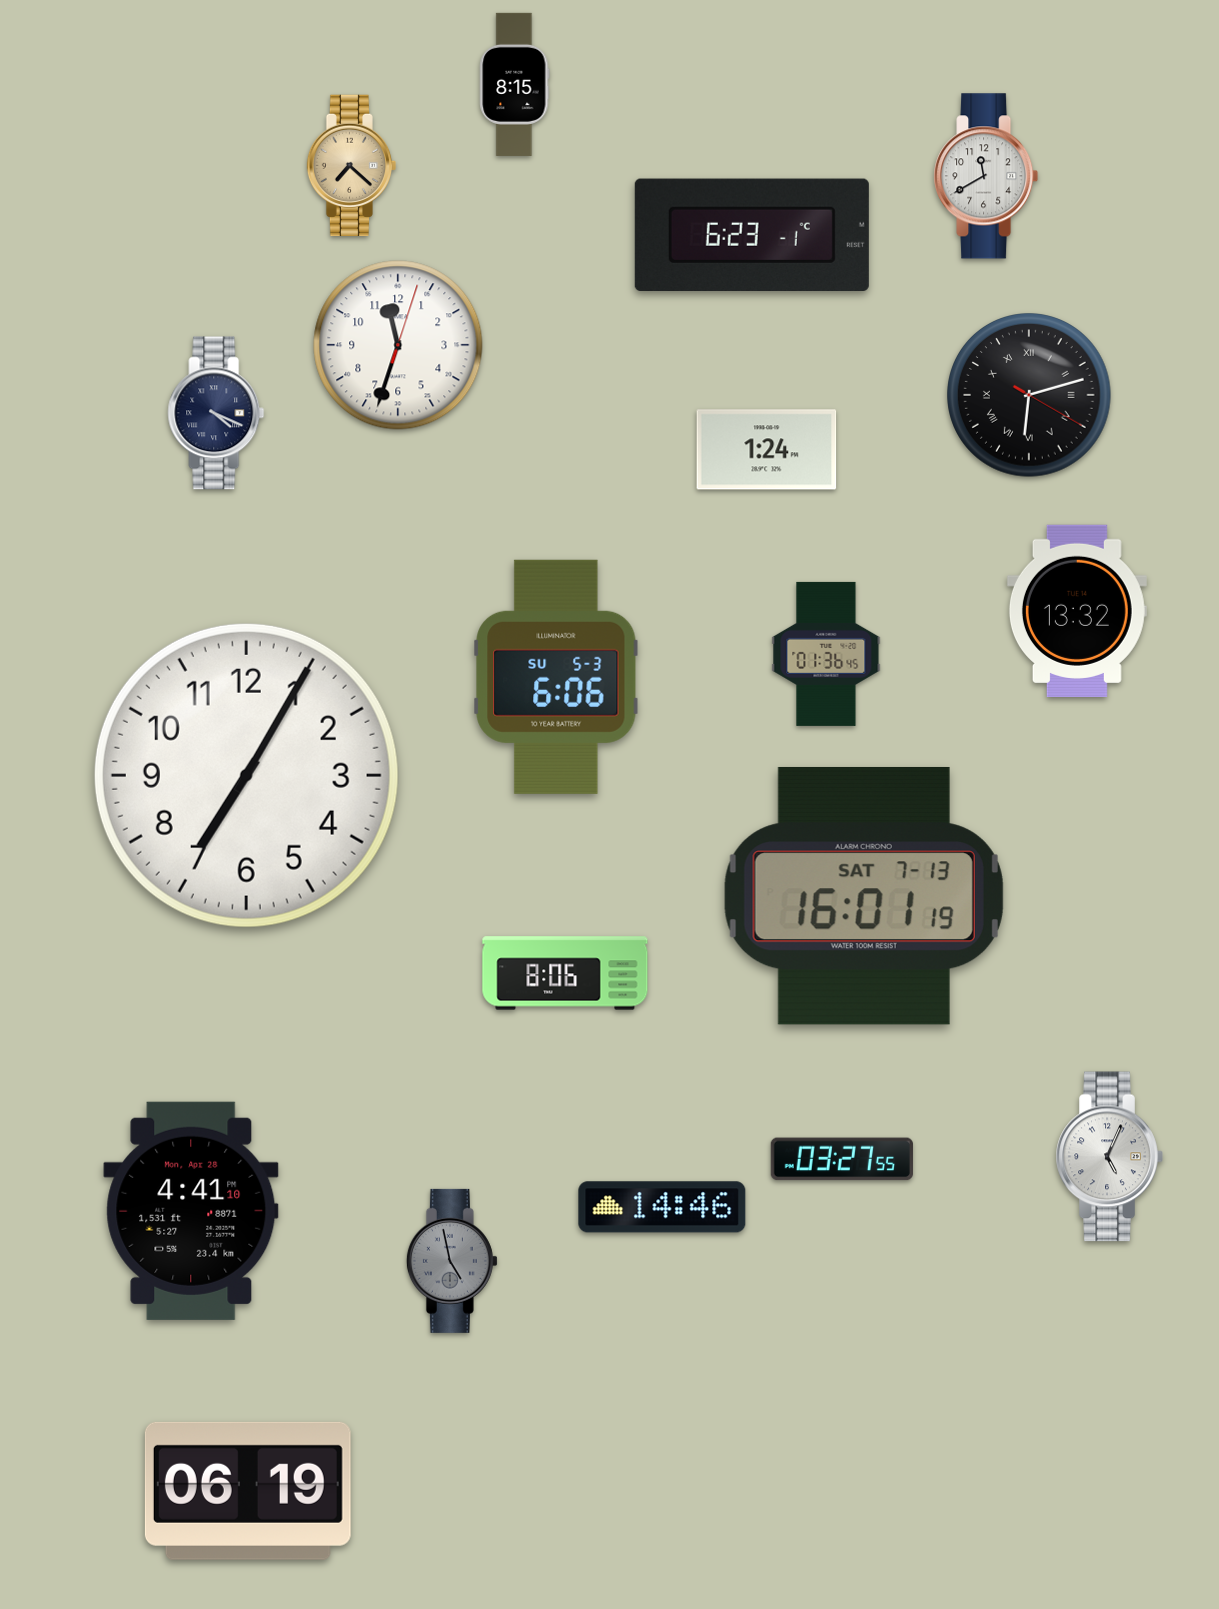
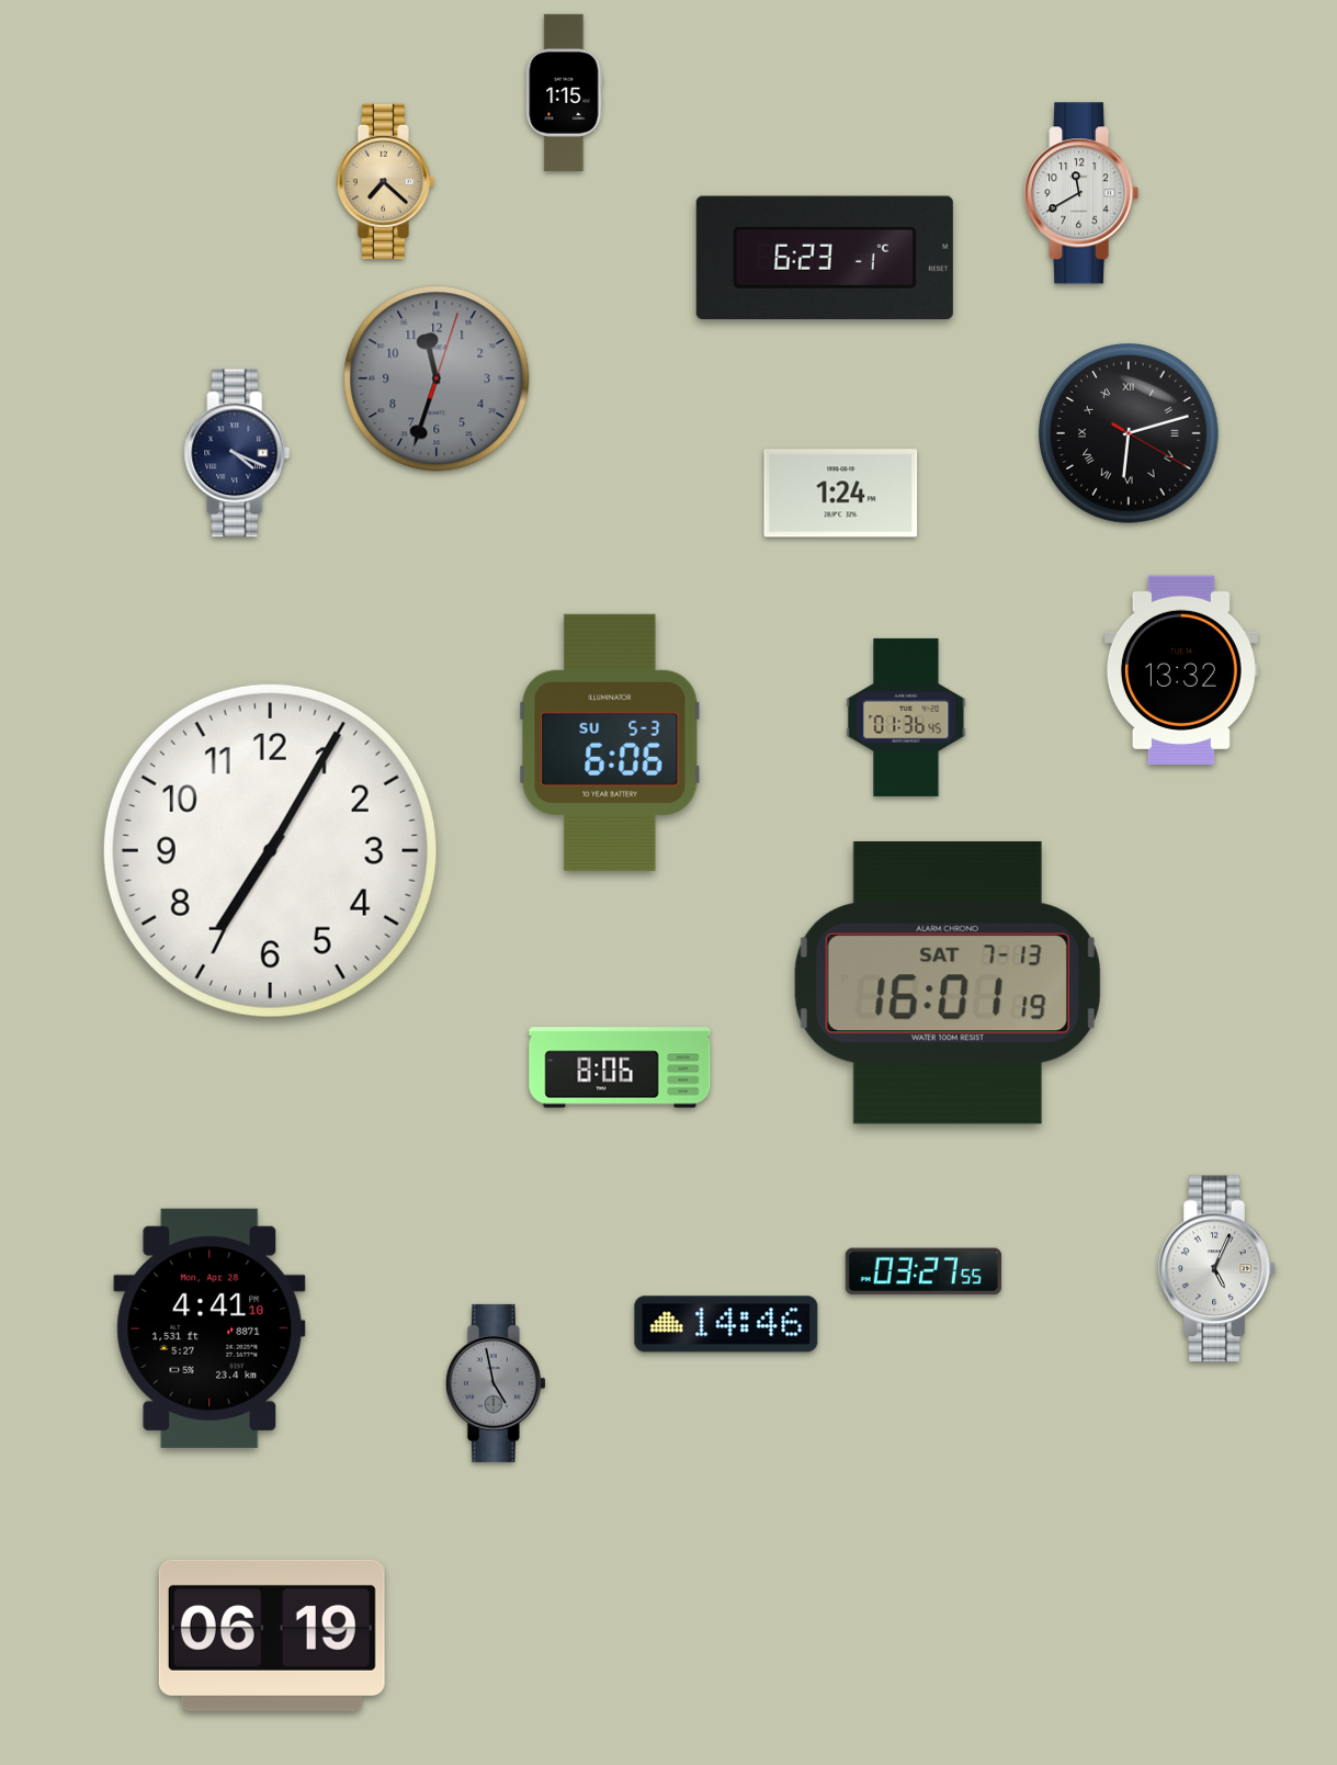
clock at (515, 84): 8:15 -> 1:15
clock at (398, 345) dial: white -> grey
